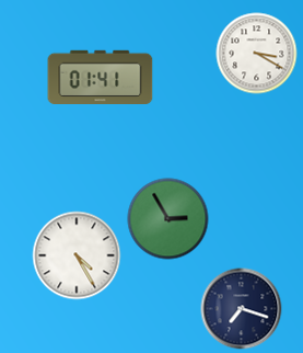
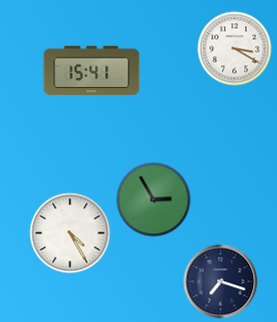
clock at (101, 78): 01:41 -> 15:41
